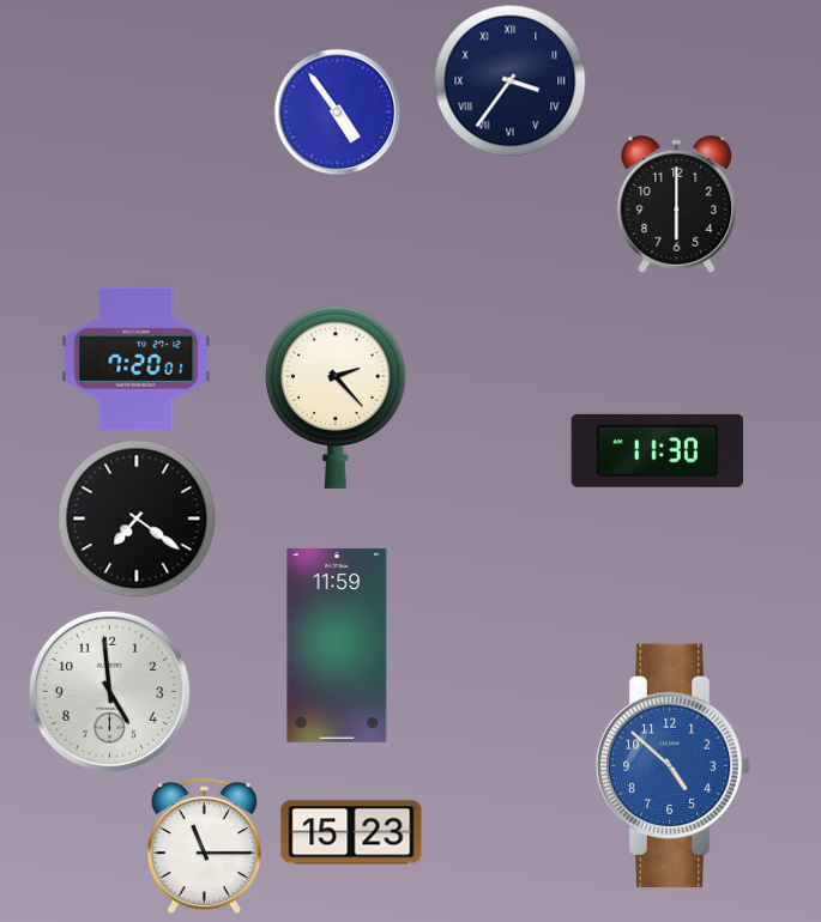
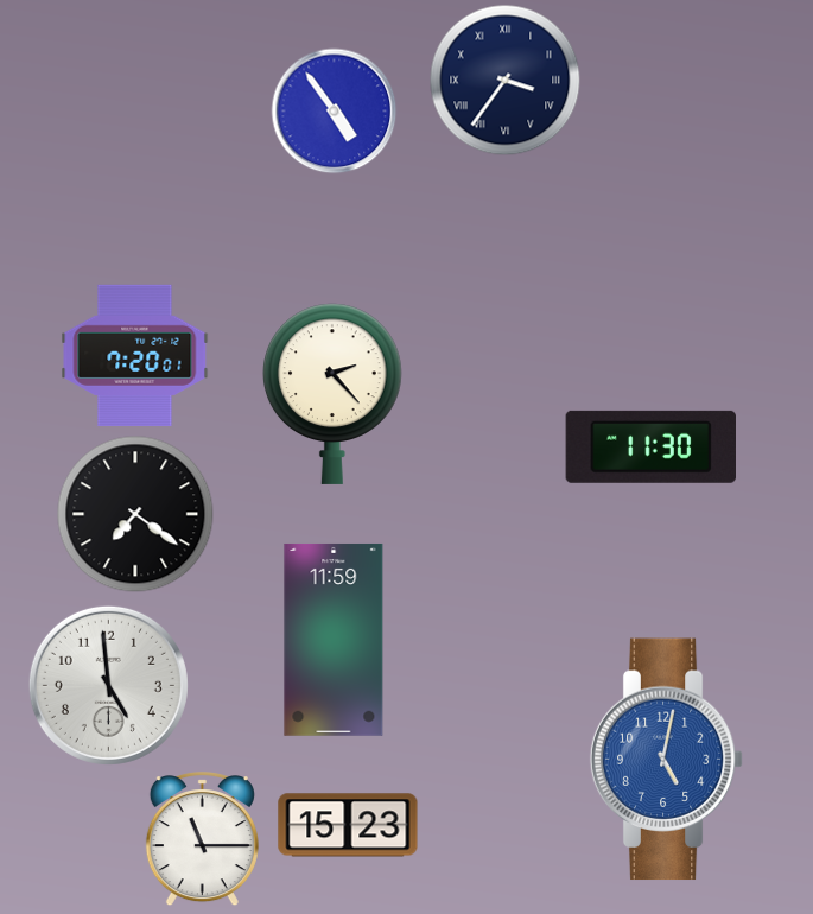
clock at (677, 204): 6:00 -> none
clock at (674, 766): 4:52 -> 5:02
